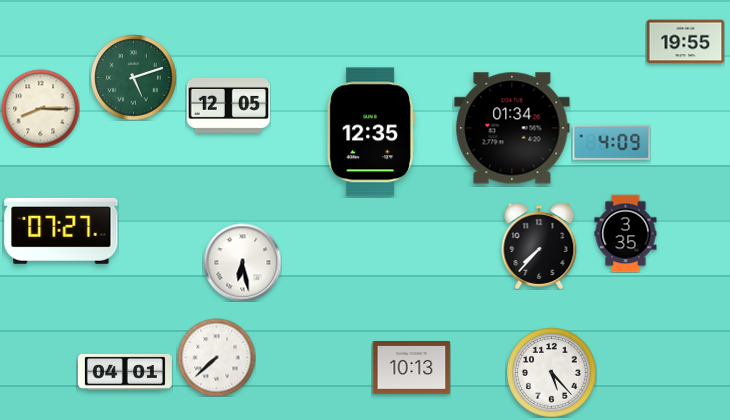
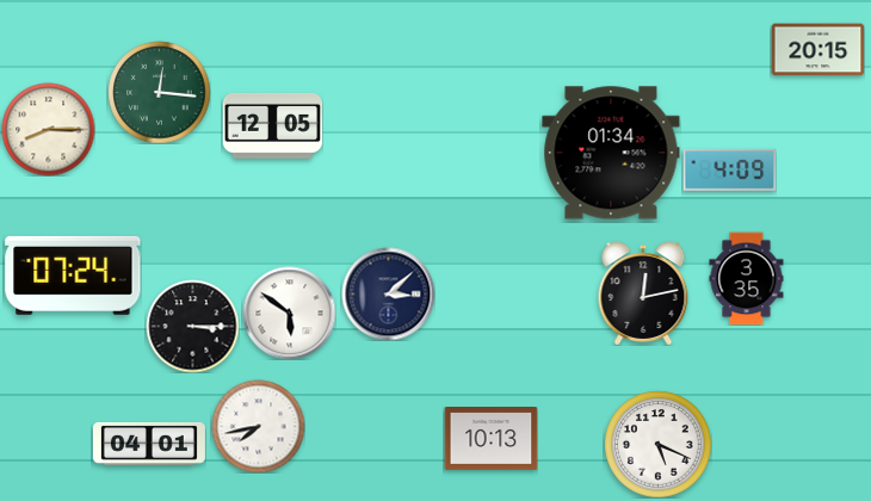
clock at (685, 42): 19:55 -> 20:15
clock at (133, 77): 5:12 -> 12:16
clock at (371, 132): 12:35 -> none
clock at (61, 231): 07:27 -> 07:24
clock at (388, 293): none -> 3:08
clock at (539, 246): 7:37 -> 12:13
clock at (242, 262): 6:28 -> 5:51
clock at (192, 326): none -> 3:15
clock at (216, 357): 7:38 -> 7:43
clock at (551, 372): 5:23 -> 5:19
